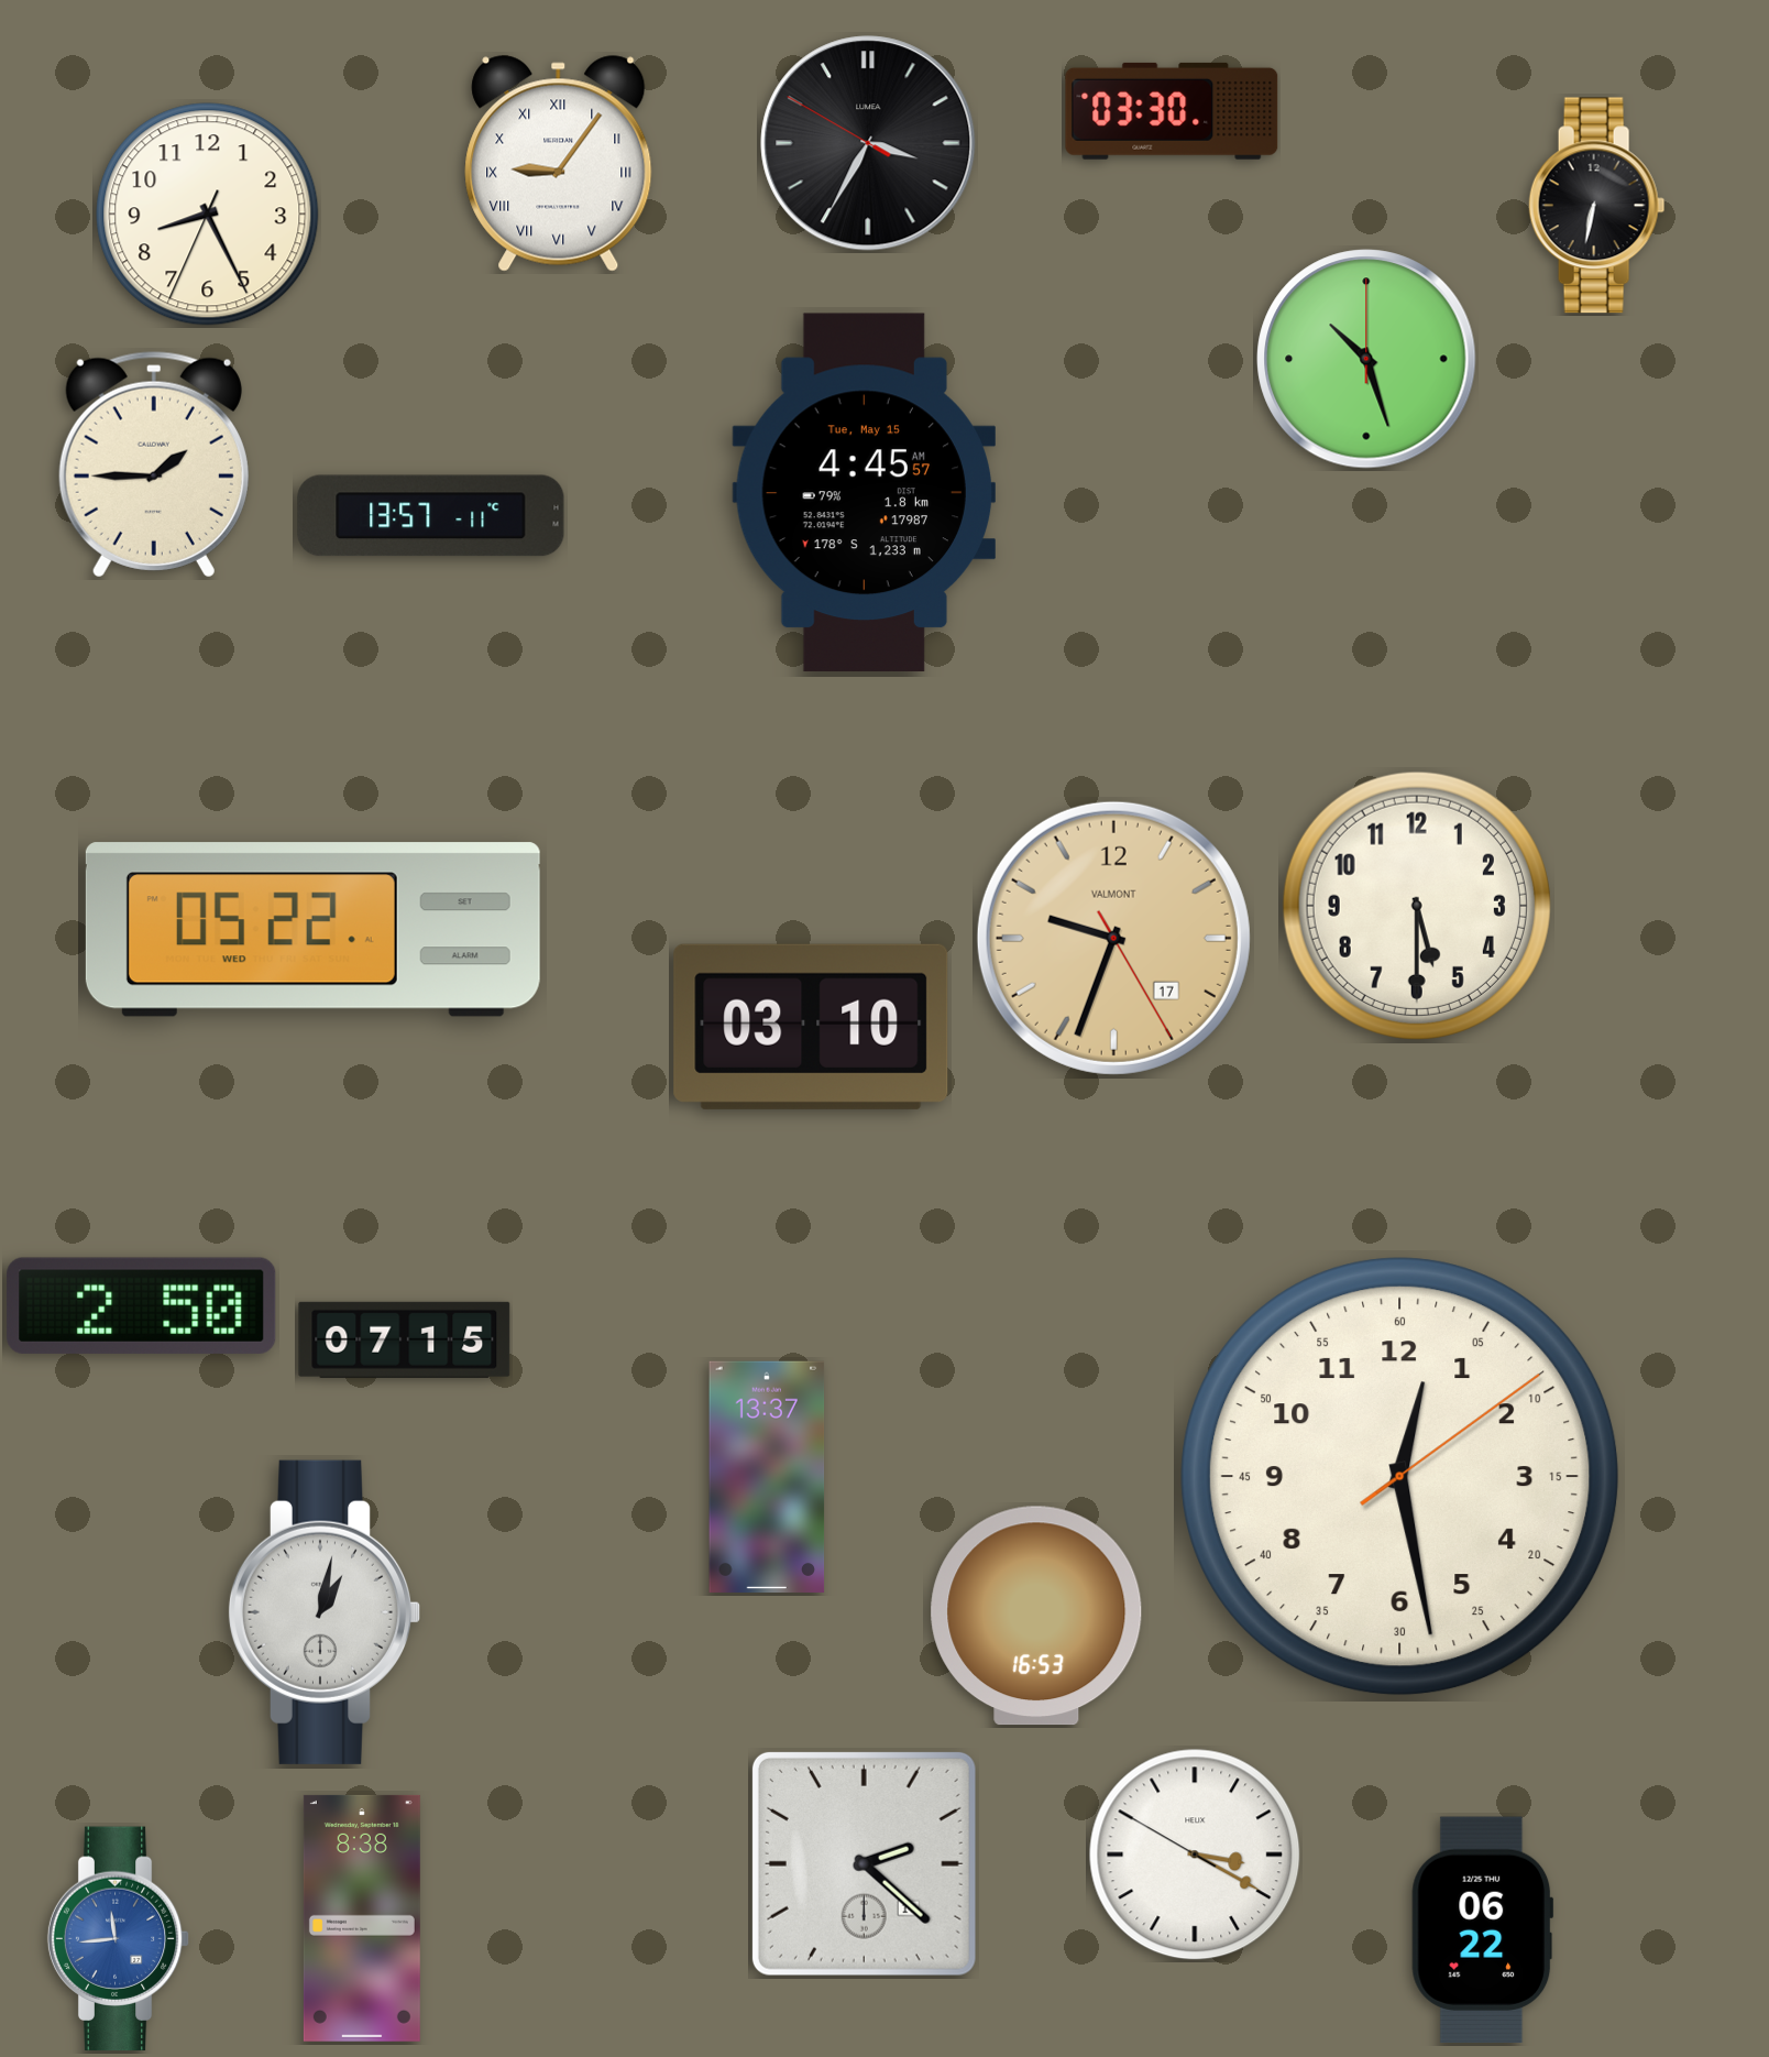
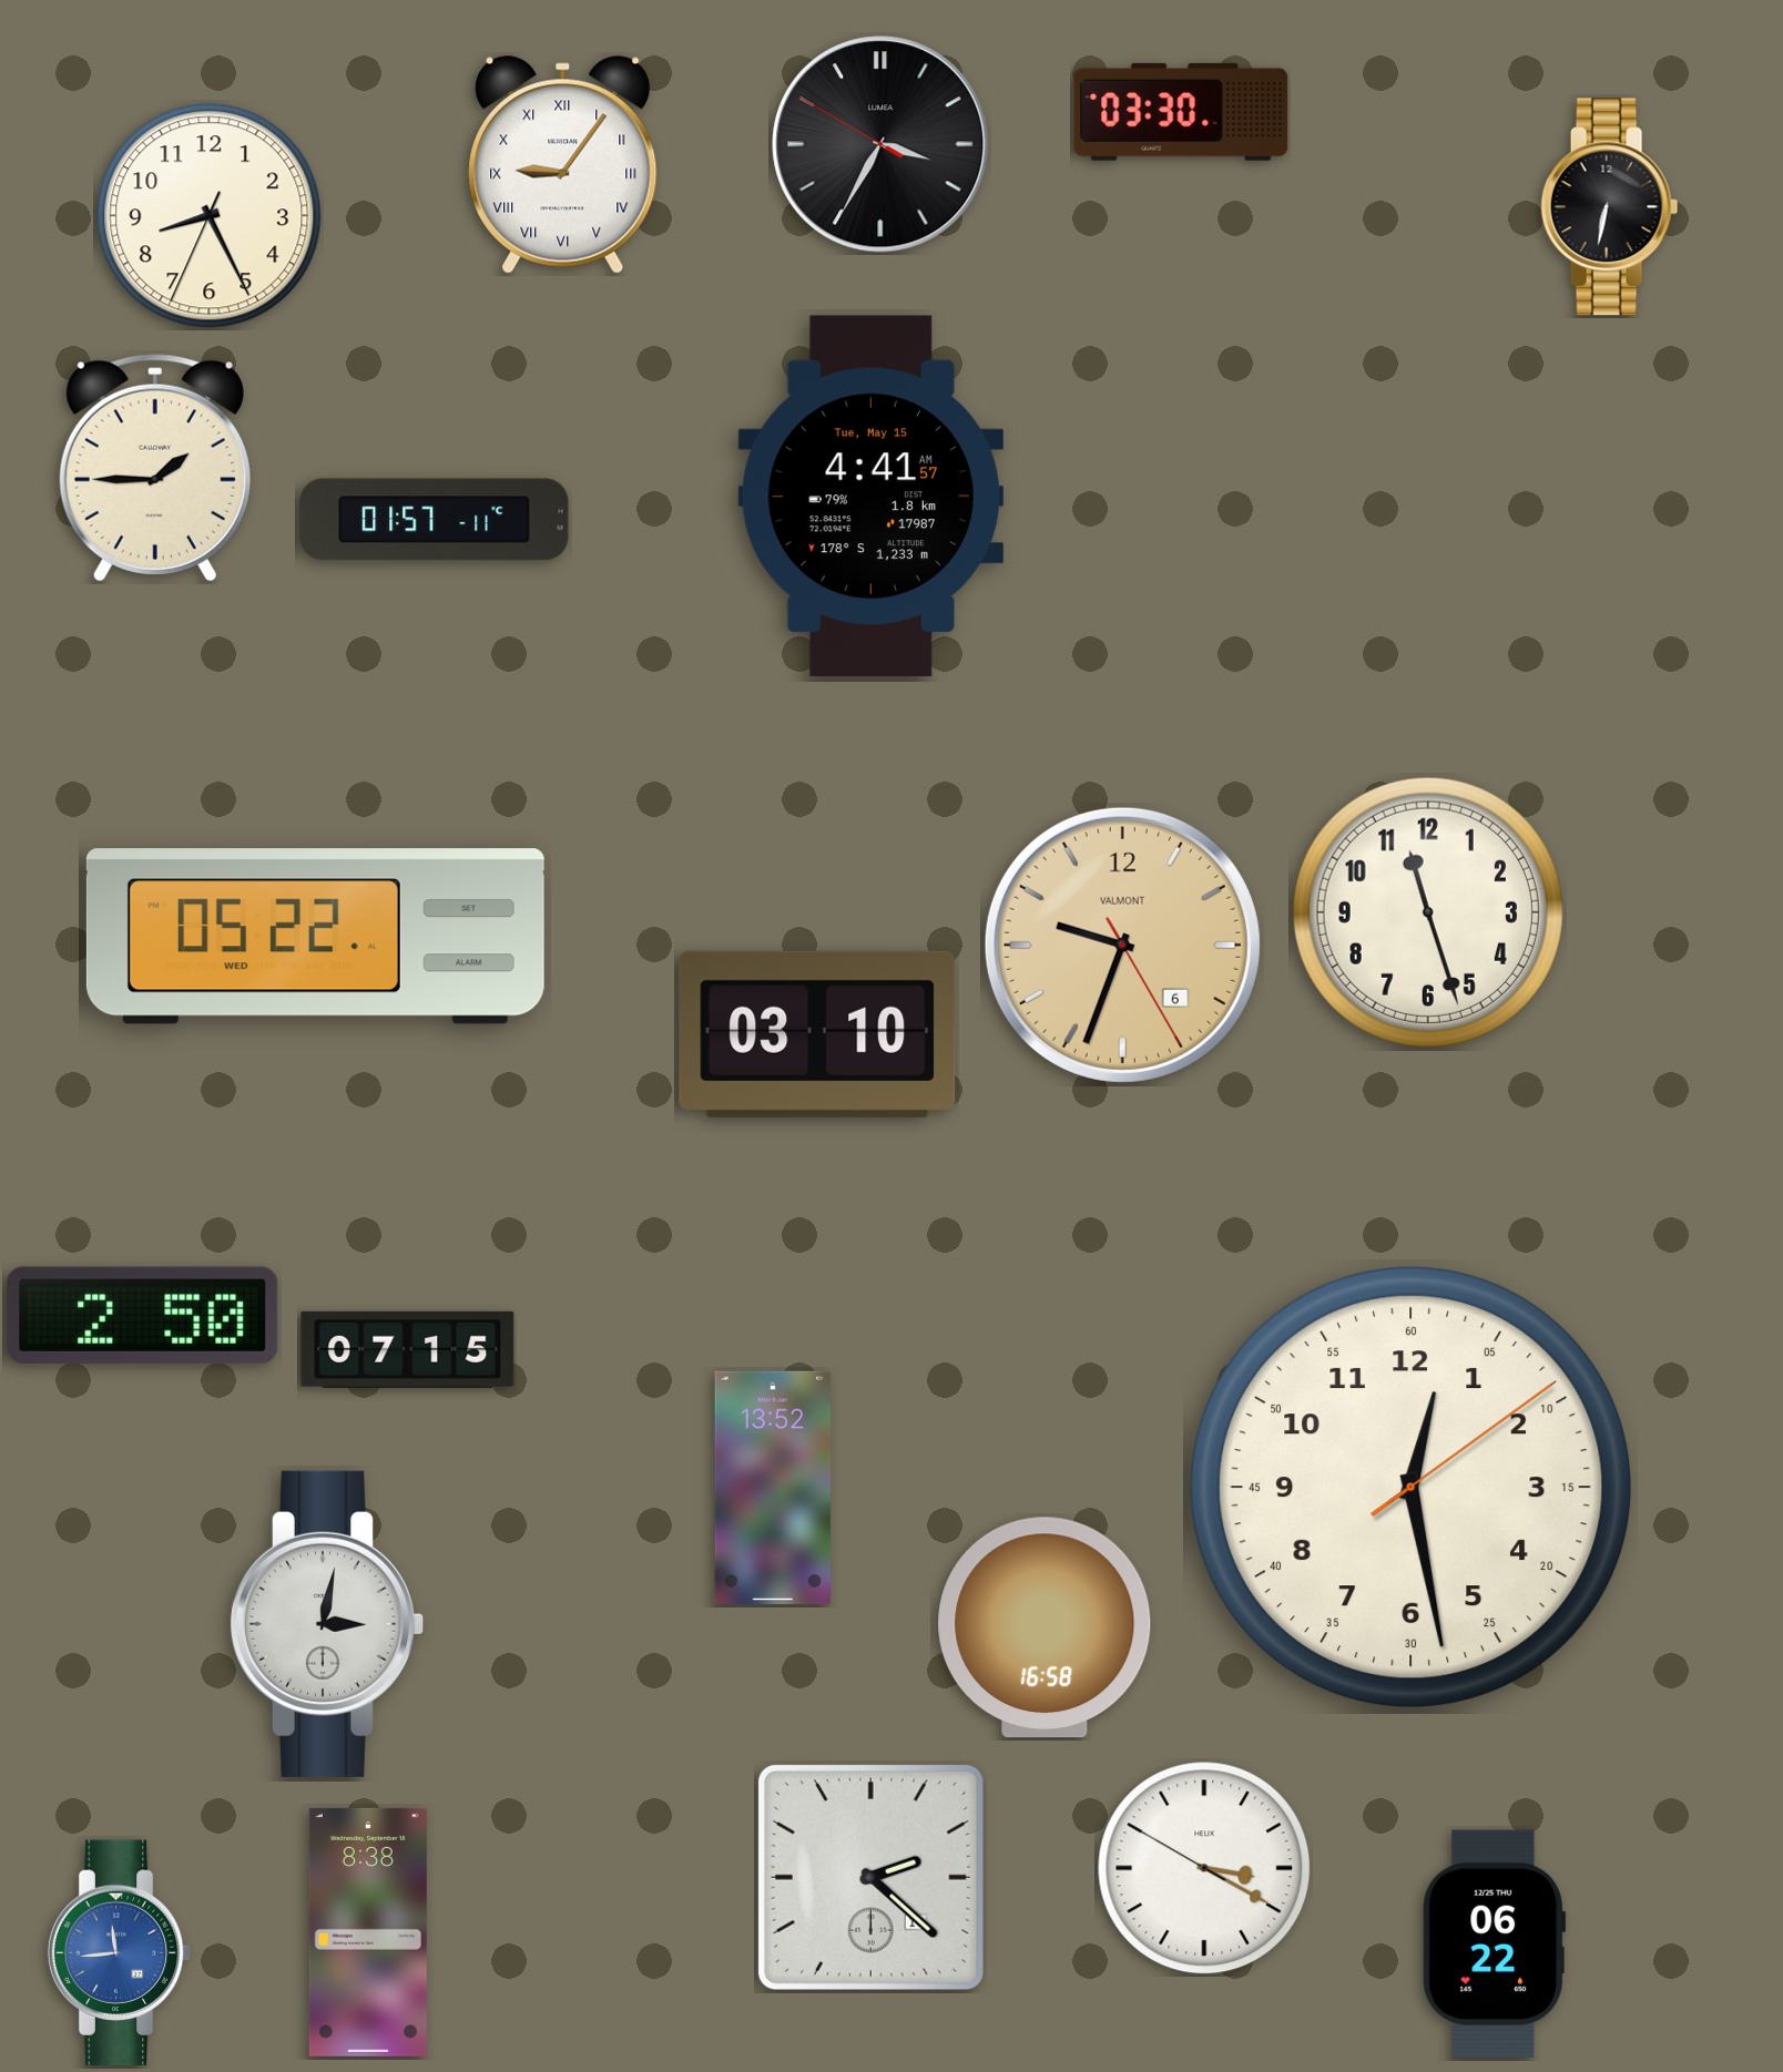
clock at (868, 143) position: (868, 143) -> (880, 144)
clock at (1366, 359): 10:27 -> none
clock at (864, 493): 4:45 -> 4:41
clock at (431, 516): 13:57 -> 01:57
clock at (1417, 906): 5:30 -> 11:27
clock at (1113, 938) date: 17 -> 6
clock at (767, 1477): 13:37 -> 13:52
clock at (323, 1612): 1:02 -> 3:02
clock at (1036, 1616): 16:53 -> 16:58
clock at (362, 1918) position: (362, 1918) -> (368, 1932)
